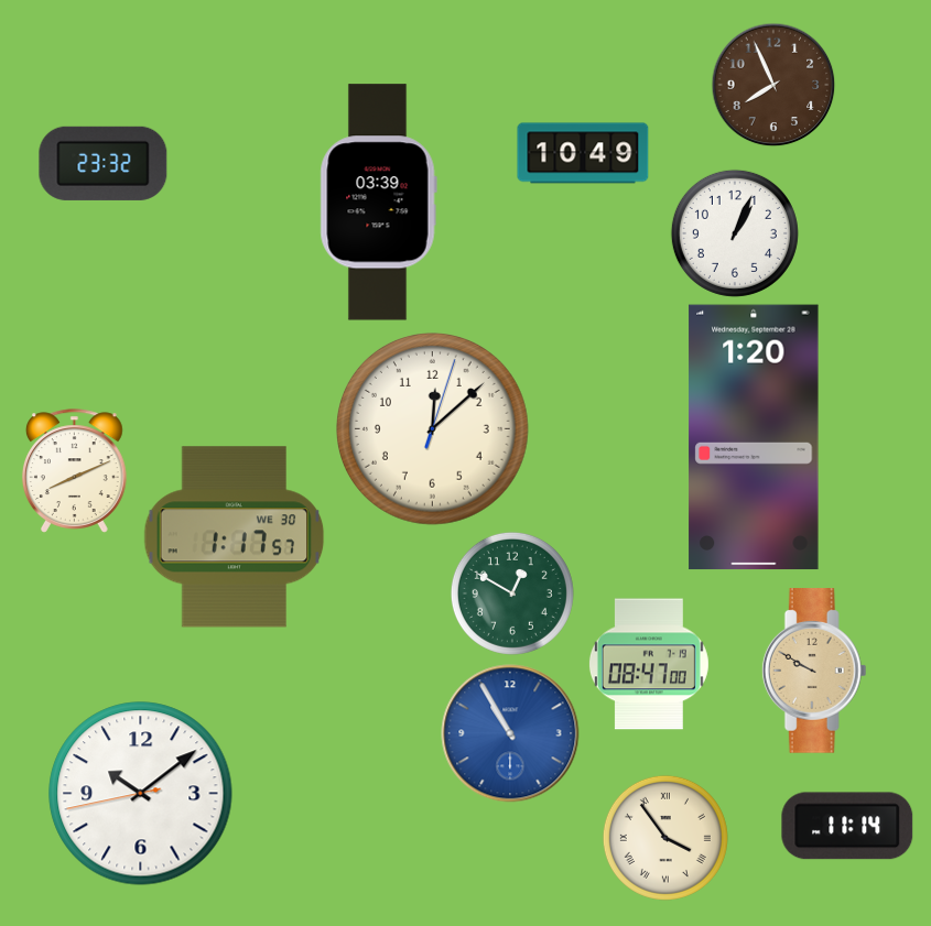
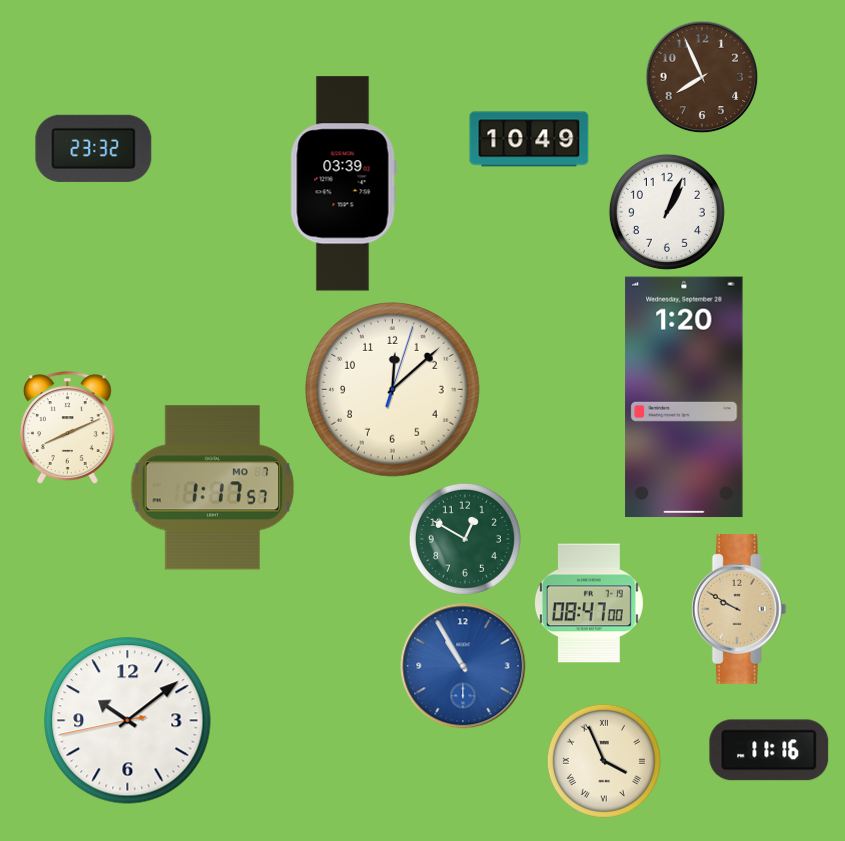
clock at (235, 537) date: WE 30 -> MO 7
clock at (847, 826): 11:14 -> 11:16
clock at (665, 838): 3:54 -> 3:56
